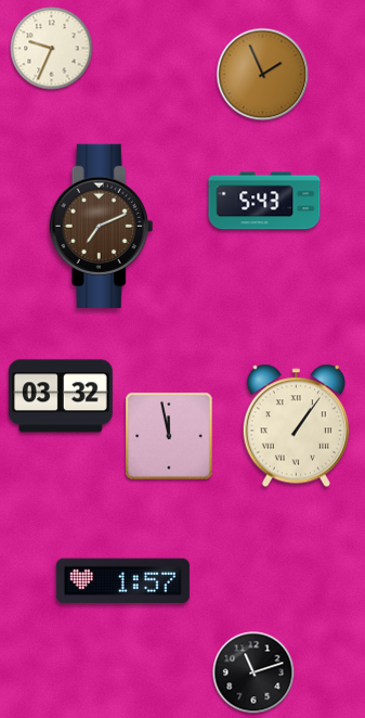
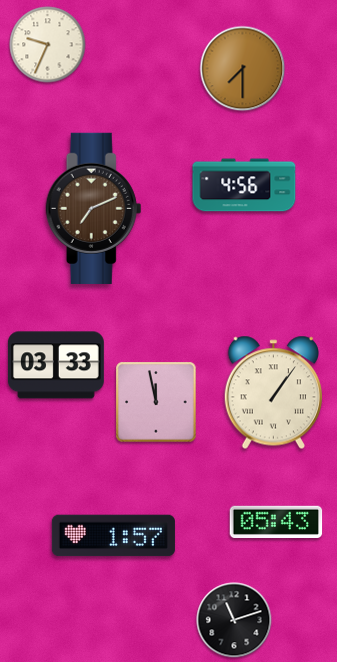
clock at (263, 75): 1:56 -> 7:30
clock at (264, 201): 5:43 -> 4:56
clock at (61, 396): 03:32 -> 03:33
clock at (276, 521): none -> 05:43
